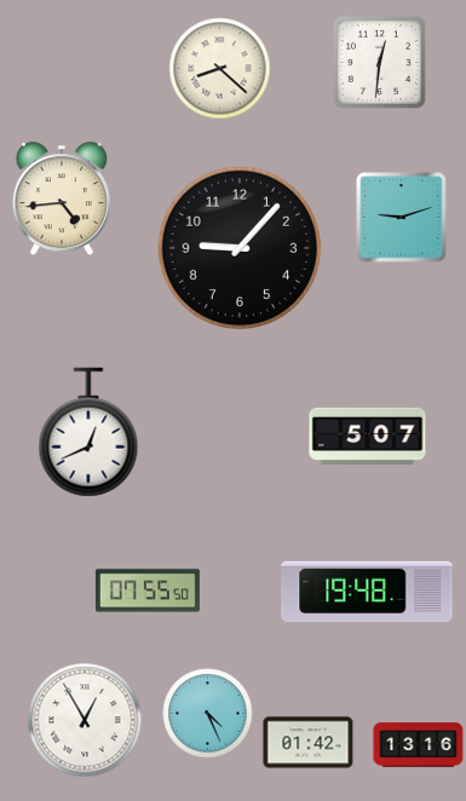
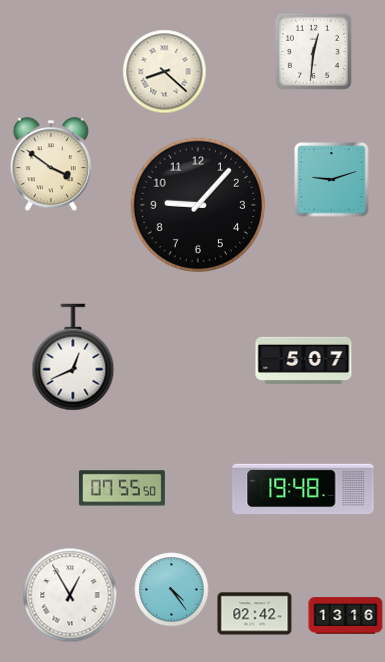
clock at (220, 69) position: (220, 69) -> (165, 72)
clock at (62, 200): 4:44 -> 3:51
clock at (208, 714): 4:26 -> 4:24
clock at (309, 743): 01:42 -> 02:42
